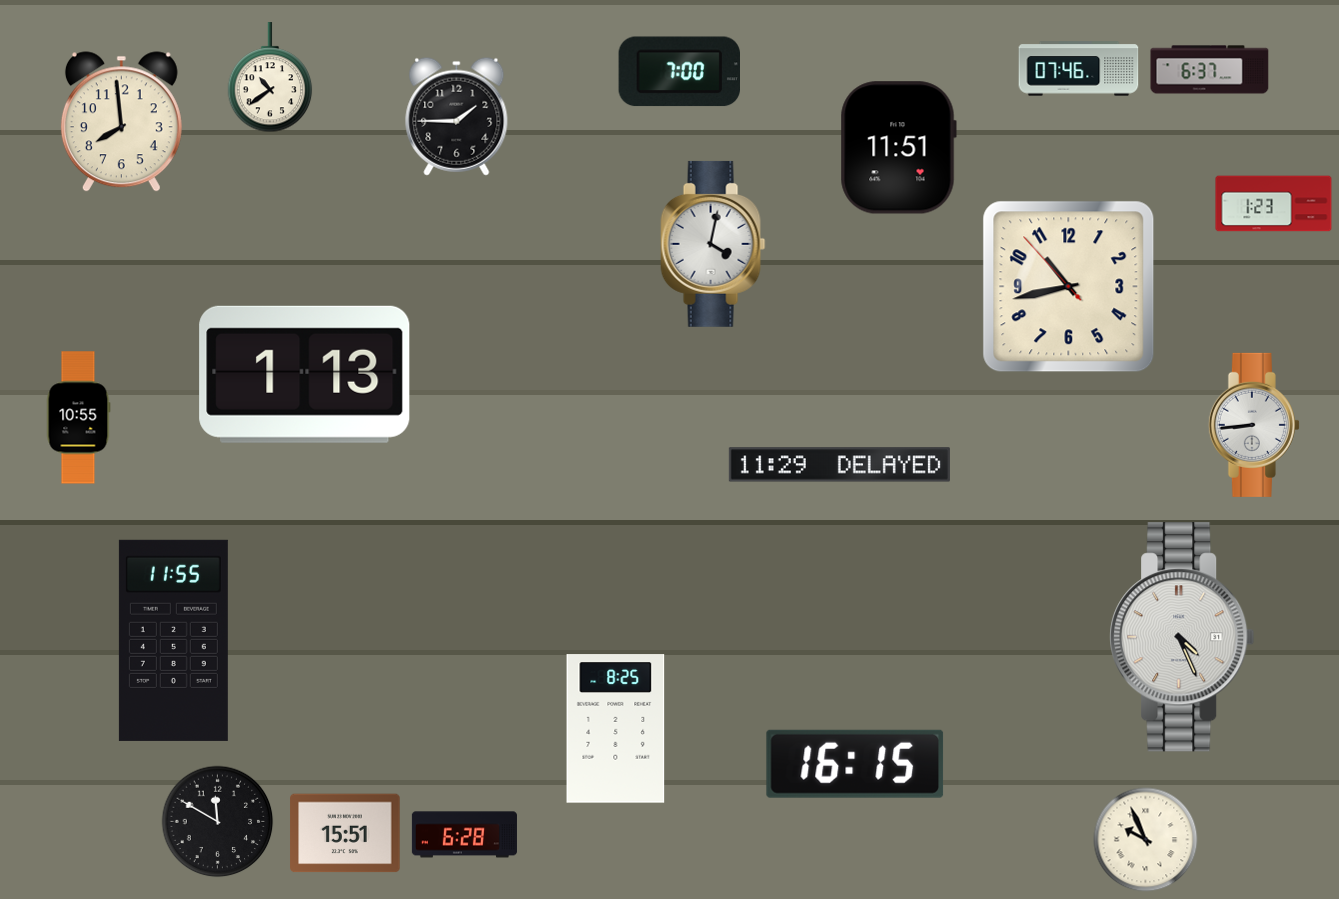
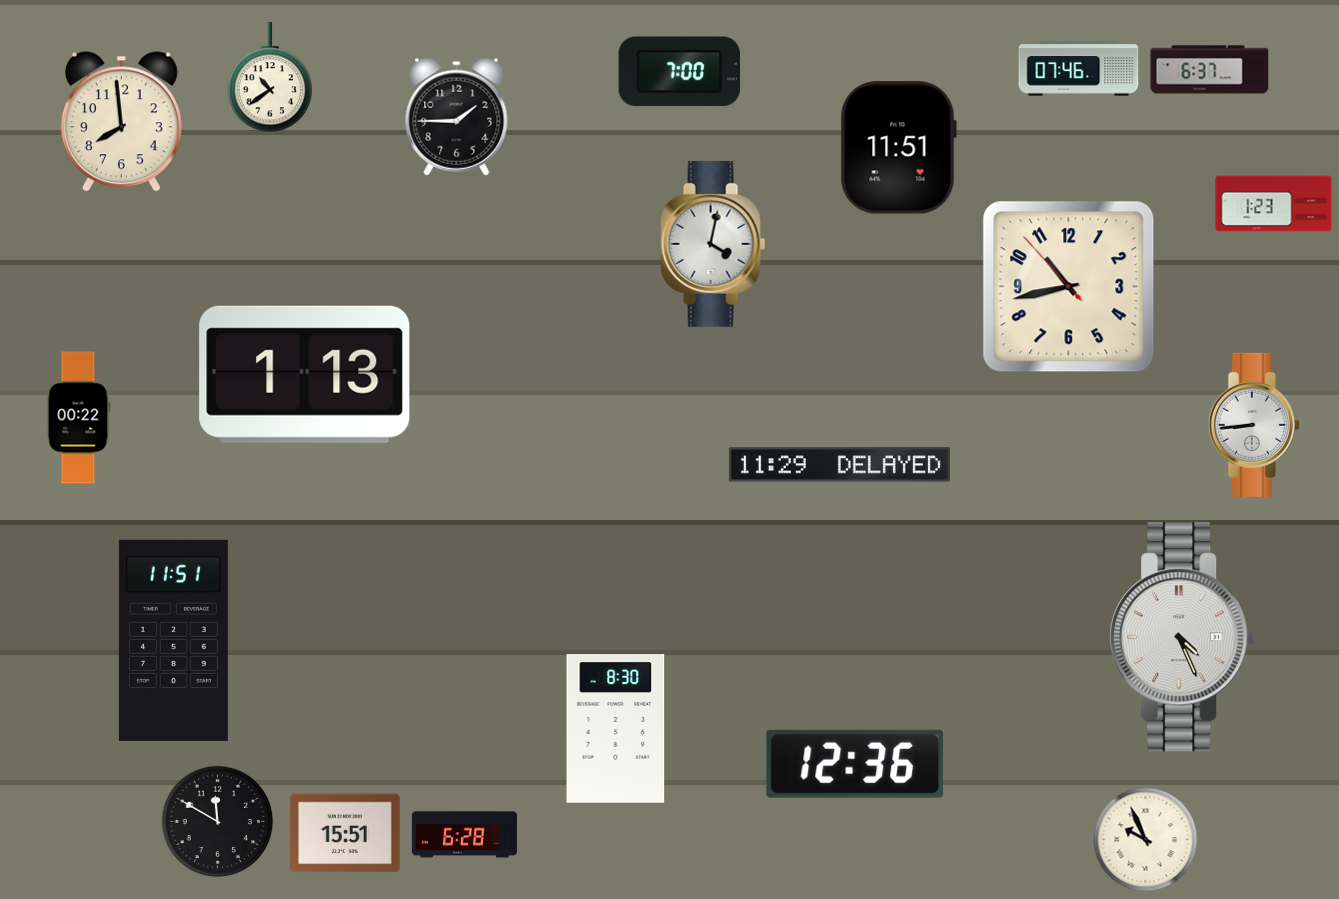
clock at (78, 418): 10:55 -> 00:22
clock at (173, 640): 11:55 -> 11:51
clock at (616, 729): 8:25 -> 8:30
clock at (855, 764): 16:15 -> 12:36
